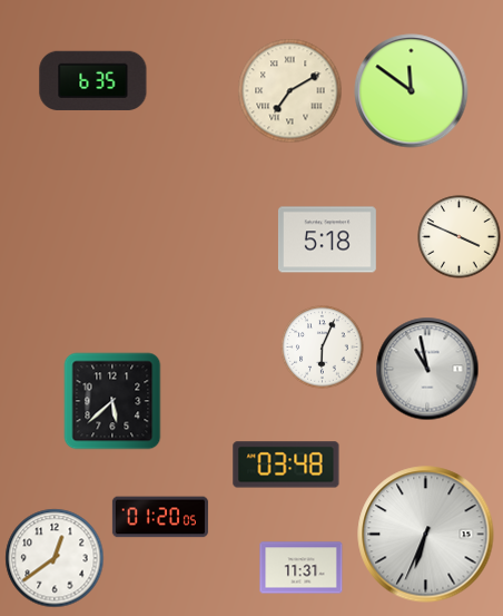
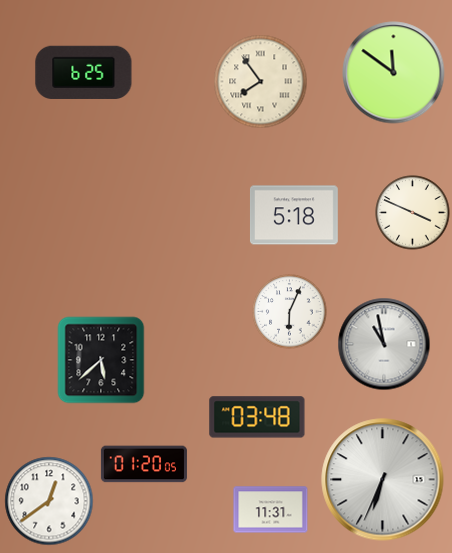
clock at (93, 80): 6:35 -> 6:25
clock at (290, 91): 7:10 -> 7:54
clock at (412, 91) position: (412, 91) -> (394, 73)
clock at (427, 369) position: (427, 369) -> (384, 344)
